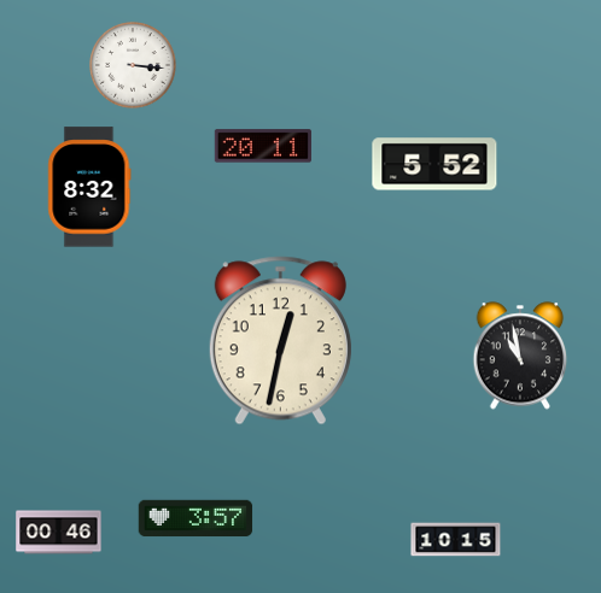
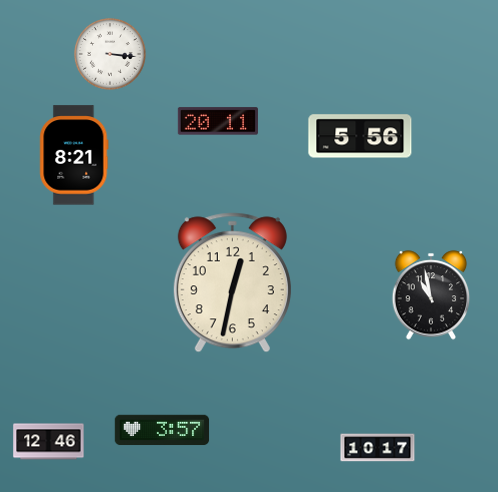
clock at (434, 164): 5:52 -> 5:56
clock at (89, 187): 8:32 -> 8:21
clock at (59, 533): 00:46 -> 12:46
clock at (456, 540): 10:15 -> 10:17
